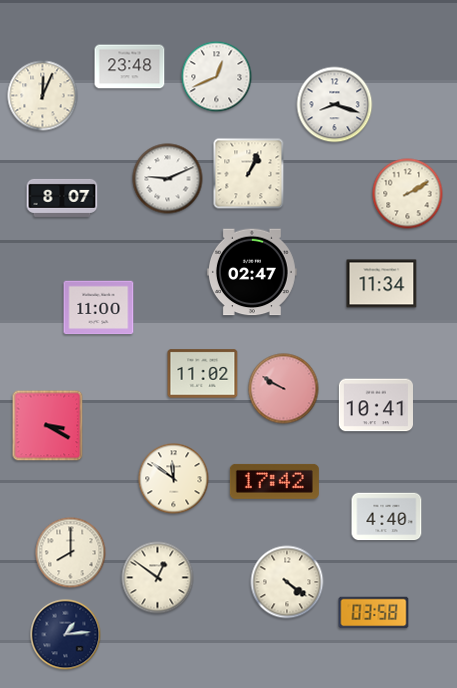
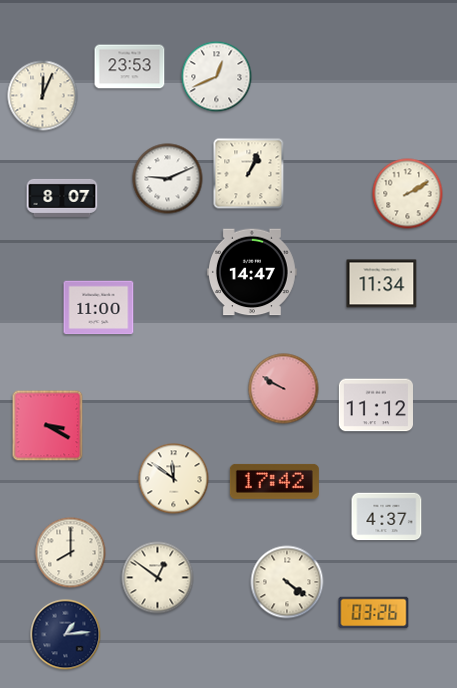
clock at (130, 67): 23:48 -> 23:53
clock at (335, 105): 8:18 -> none
clock at (252, 272): 02:47 -> 14:47
clock at (203, 374): 11:02 -> none
clock at (375, 405): 10:41 -> 11:12
clock at (387, 517): 4:40 -> 4:37
clock at (374, 613): 03:58 -> 03:26
